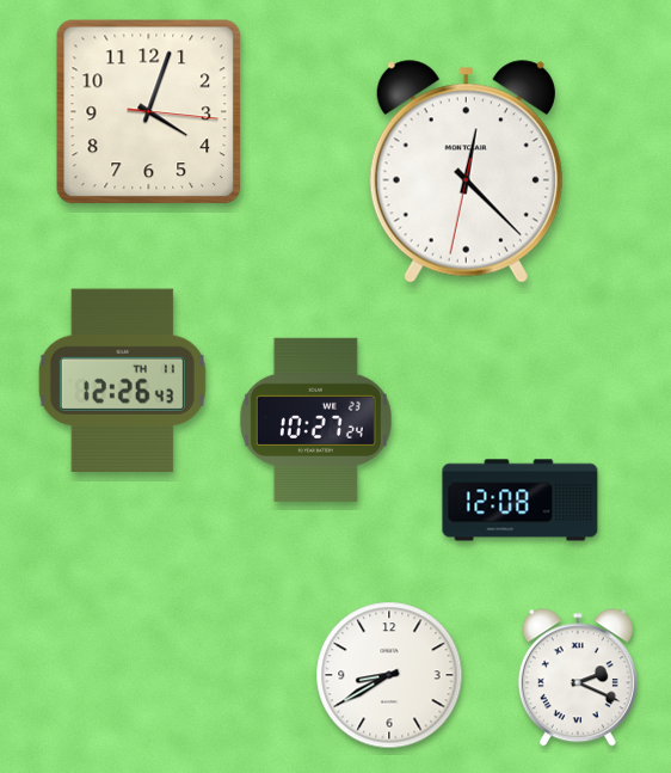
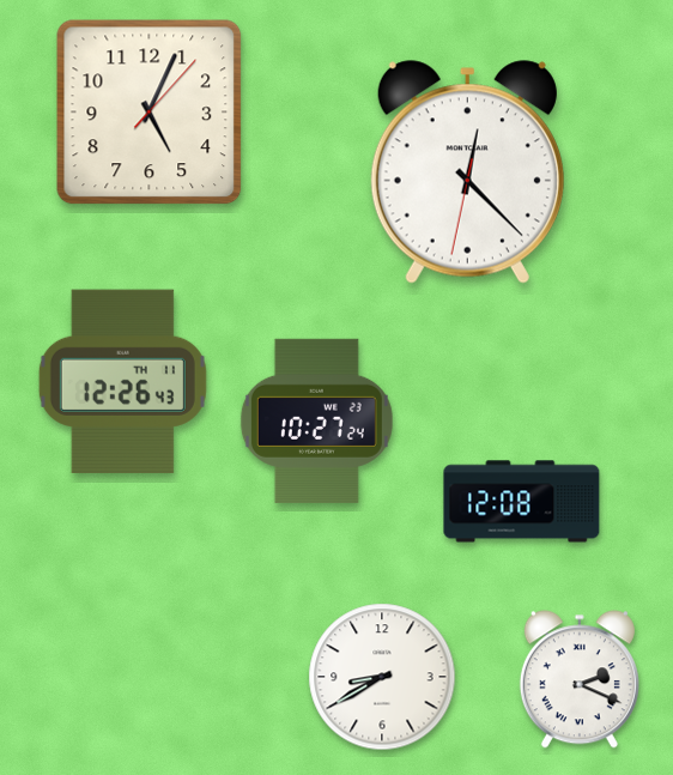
clock at (149, 112): 4:03 -> 5:04
clock at (389, 675) position: (389, 675) -> (382, 677)
